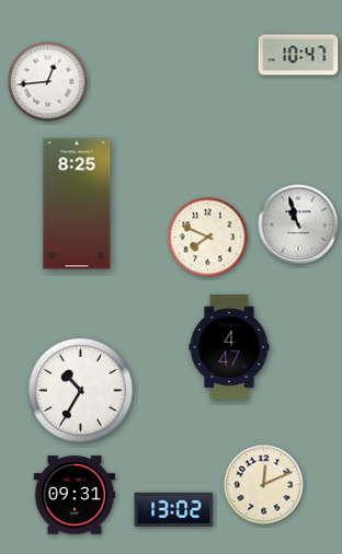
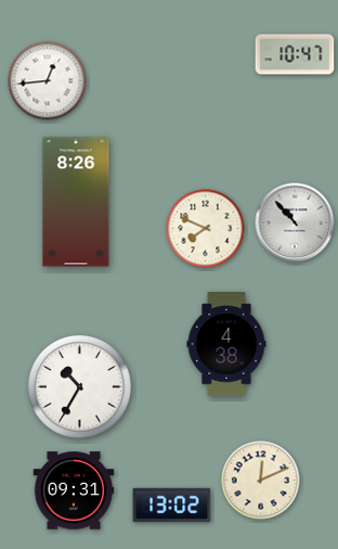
clock at (77, 204): 8:25 -> 8:26
clock at (298, 224): 10:57 -> 10:53
clock at (208, 238) position: (208, 238) -> (206, 229)
clock at (229, 348): 4:47 -> 4:38
